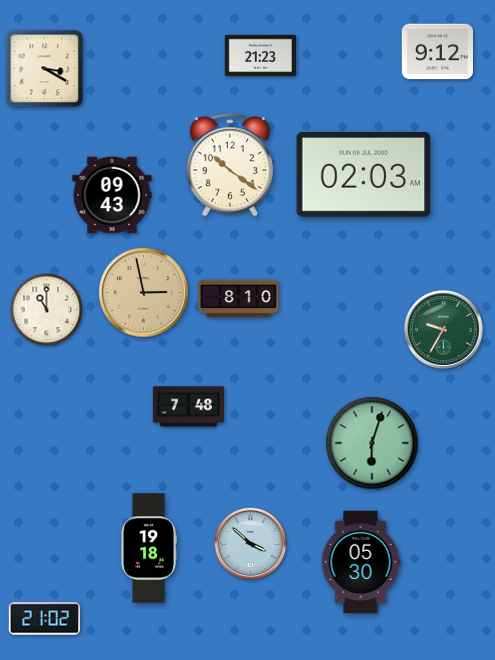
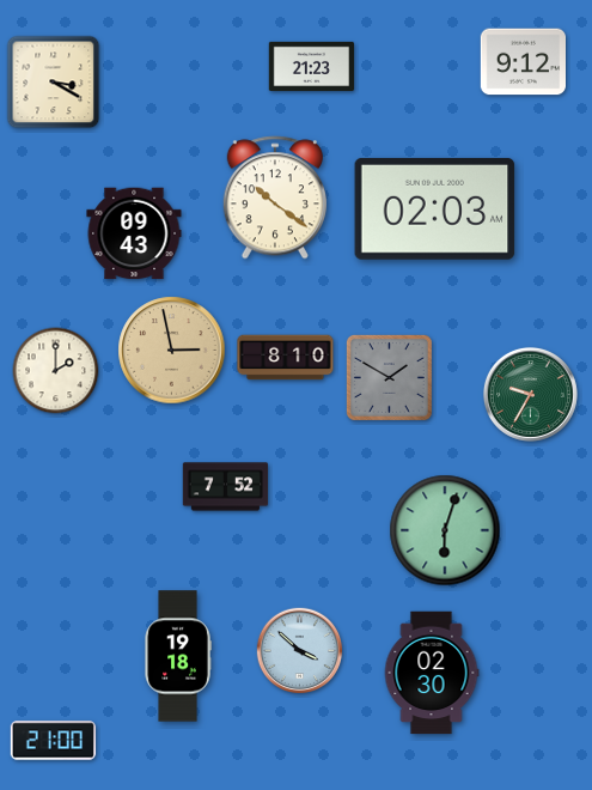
clock at (47, 310): 11:00 -> 2:00
clock at (389, 377): none -> 1:50
clock at (189, 407): 7:48 -> 7:52
clock at (361, 562): 05:30 -> 02:30
clock at (45, 619): 21:02 -> 21:00
